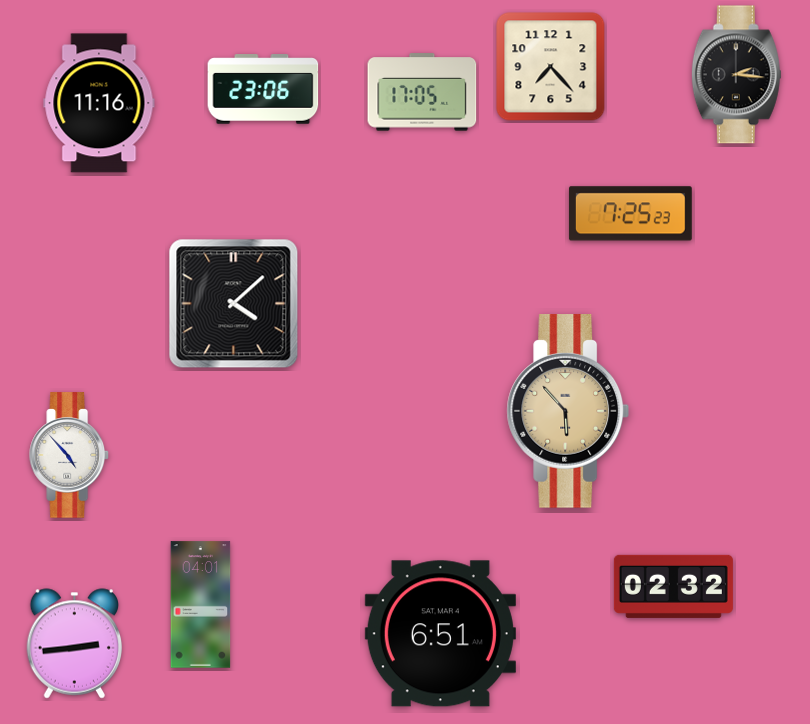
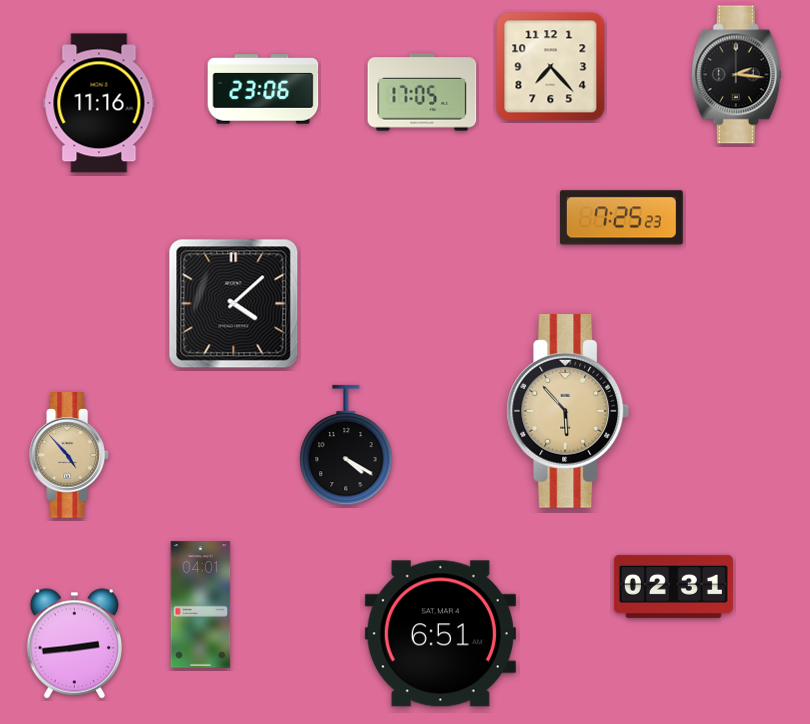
clock at (630, 214) position: (630, 214) -> (621, 218)
clock at (346, 445): none -> 4:20
clock at (70, 455) dial: white -> champagne
clock at (673, 586): 02:32 -> 02:31
